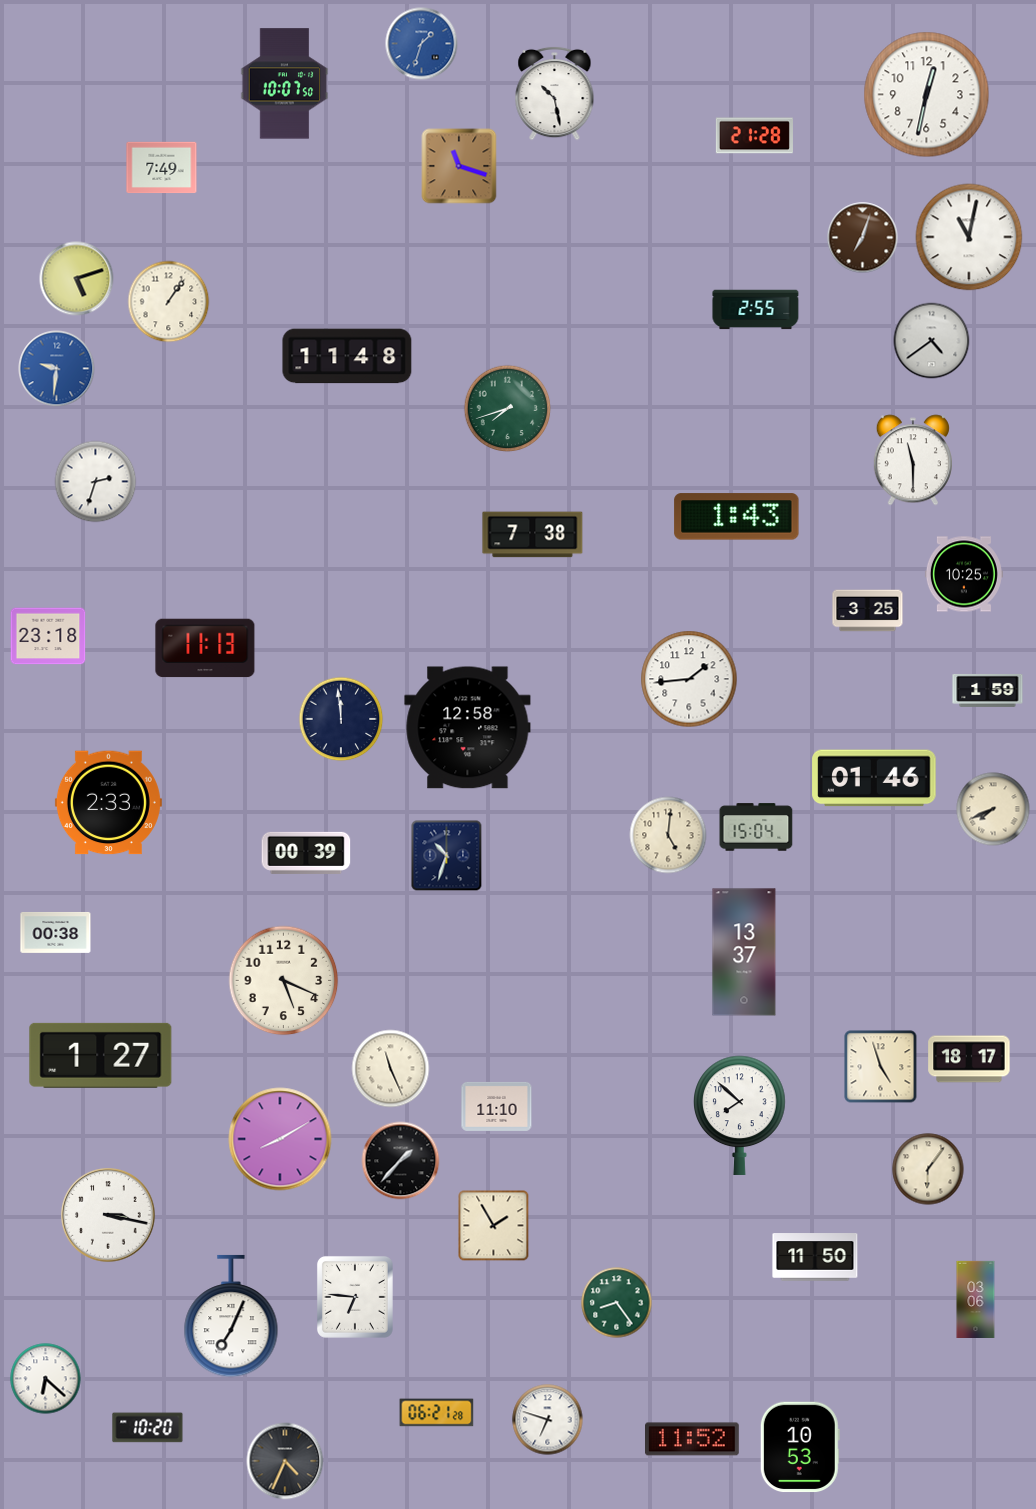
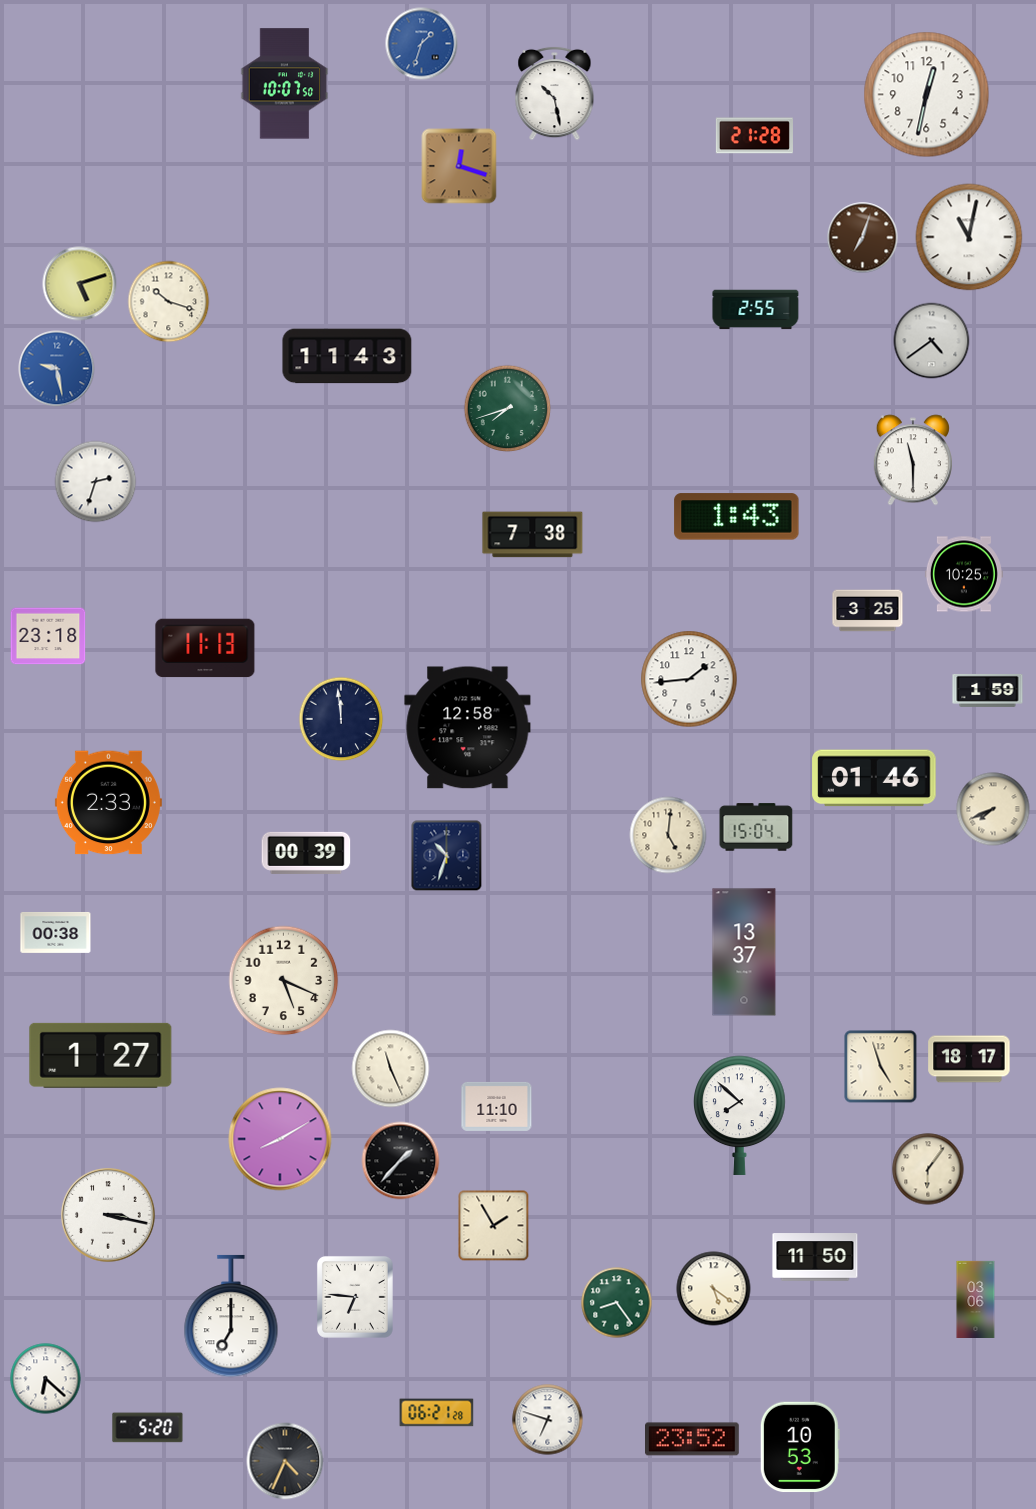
clock at (459, 166): 11:18 -> 12:18
clock at (162, 168): 7:49 -> none
clock at (77, 279) position: (77, 279) -> (80, 284)
clock at (169, 302): 1:06 -> 10:18
clock at (347, 356): 11:48 -> 11:43
clock at (57, 369): 9:31 -> 9:28
clock at (714, 1289): none -> 5:21
clock at (231, 1316): 7:04 -> 7:00
clock at (148, 1428): 10:20 -> 5:20
clock at (693, 1439): 11:52 -> 23:52
